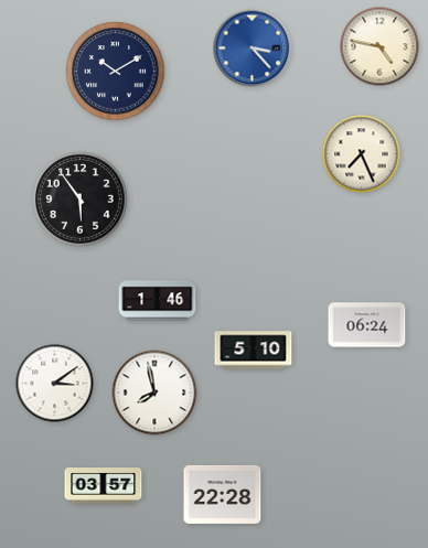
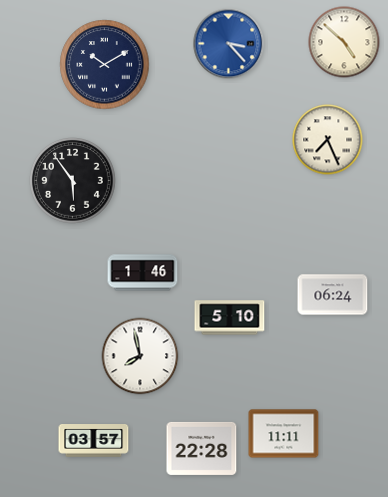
clock at (379, 46): 4:47 -> 4:52
clock at (55, 384): 3:09 -> none
clock at (284, 434): none -> 11:11
